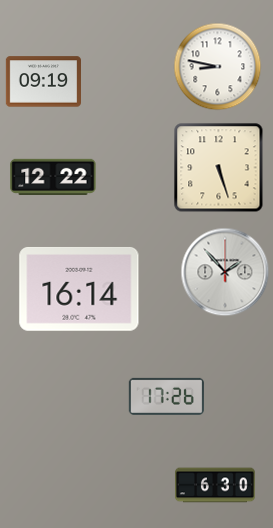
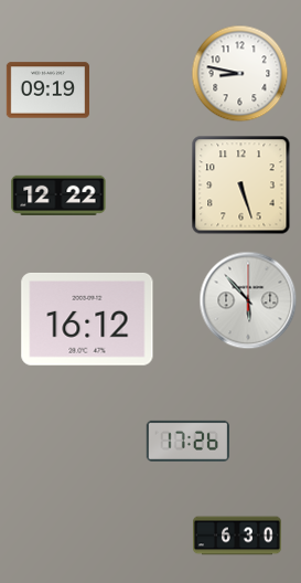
clock at (225, 272): 1:53 -> 5:53
clock at (79, 289): 16:14 -> 16:12
clock at (166, 396) position: (166, 396) -> (187, 441)
